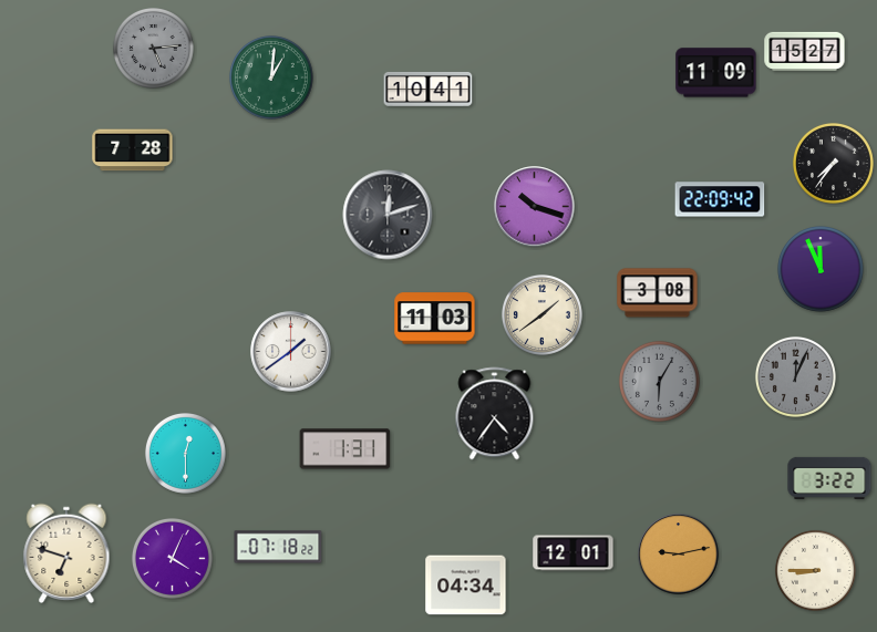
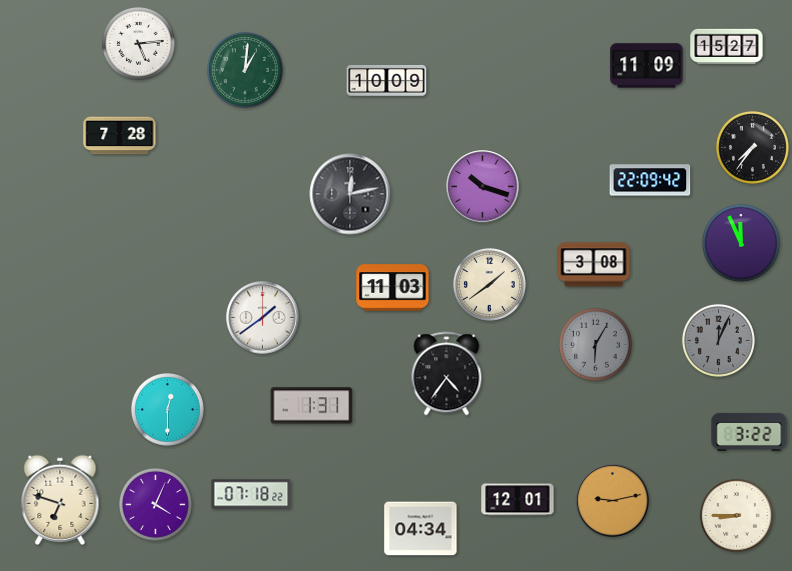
clock at (153, 48) dial: grey -> white
clock at (429, 90): 10:41 -> 10:09
clock at (388, 215): 12:12 -> 12:13
